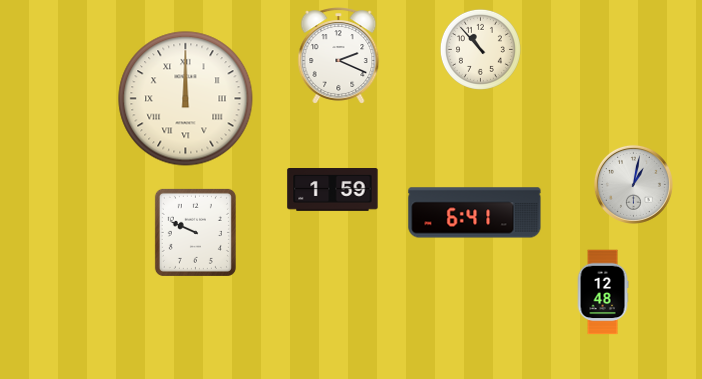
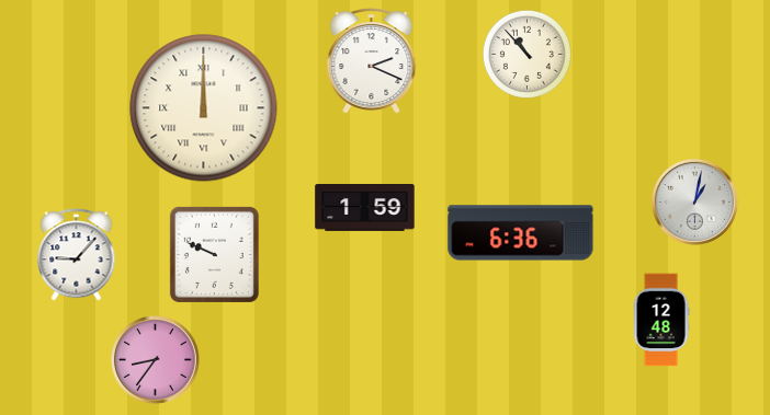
clock at (475, 213): 6:41 -> 6:36
clock at (77, 255): none -> 9:07
clock at (156, 360): none -> 8:36
